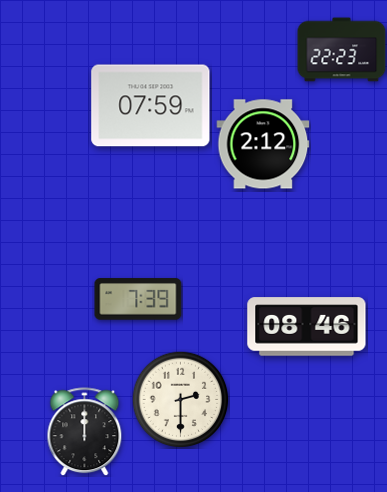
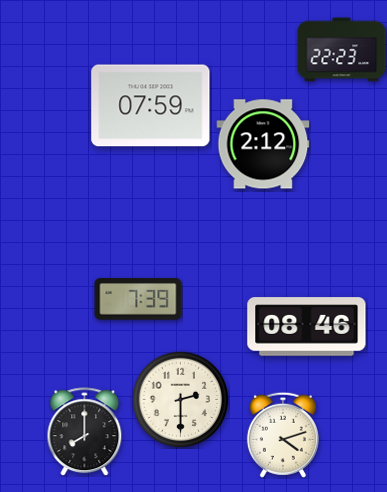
clock at (85, 432): 12:00 -> 8:00
clock at (283, 435): none -> 4:12
